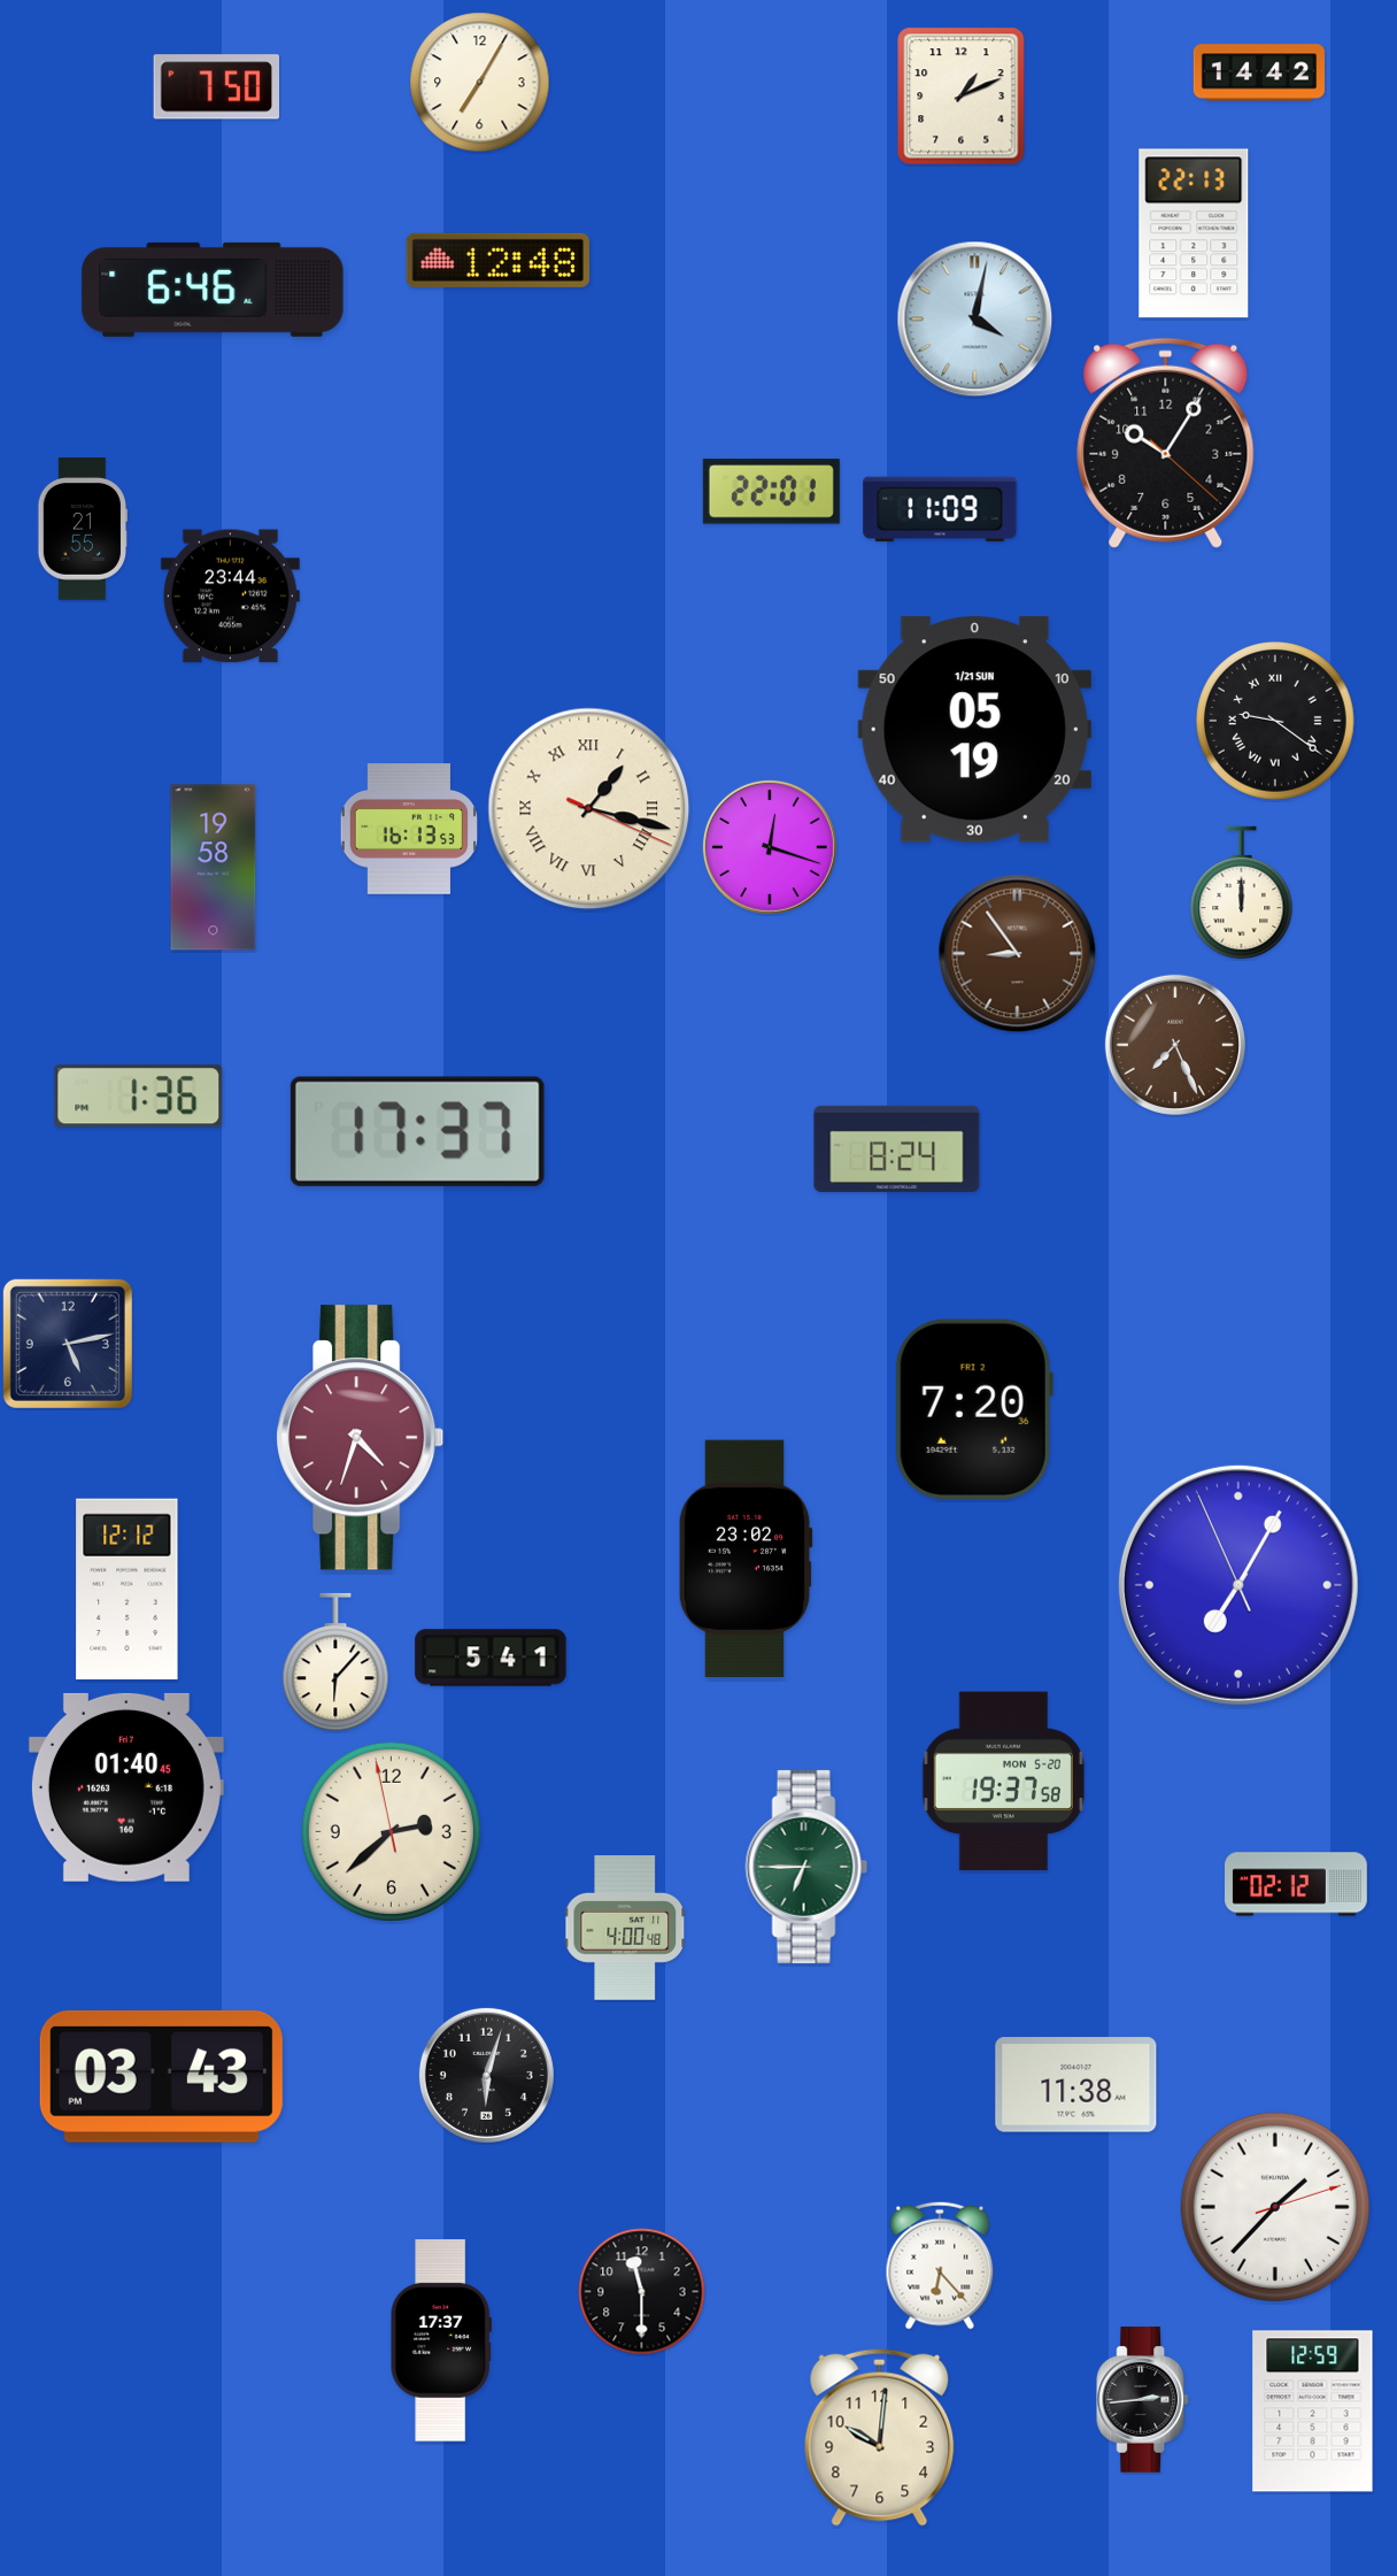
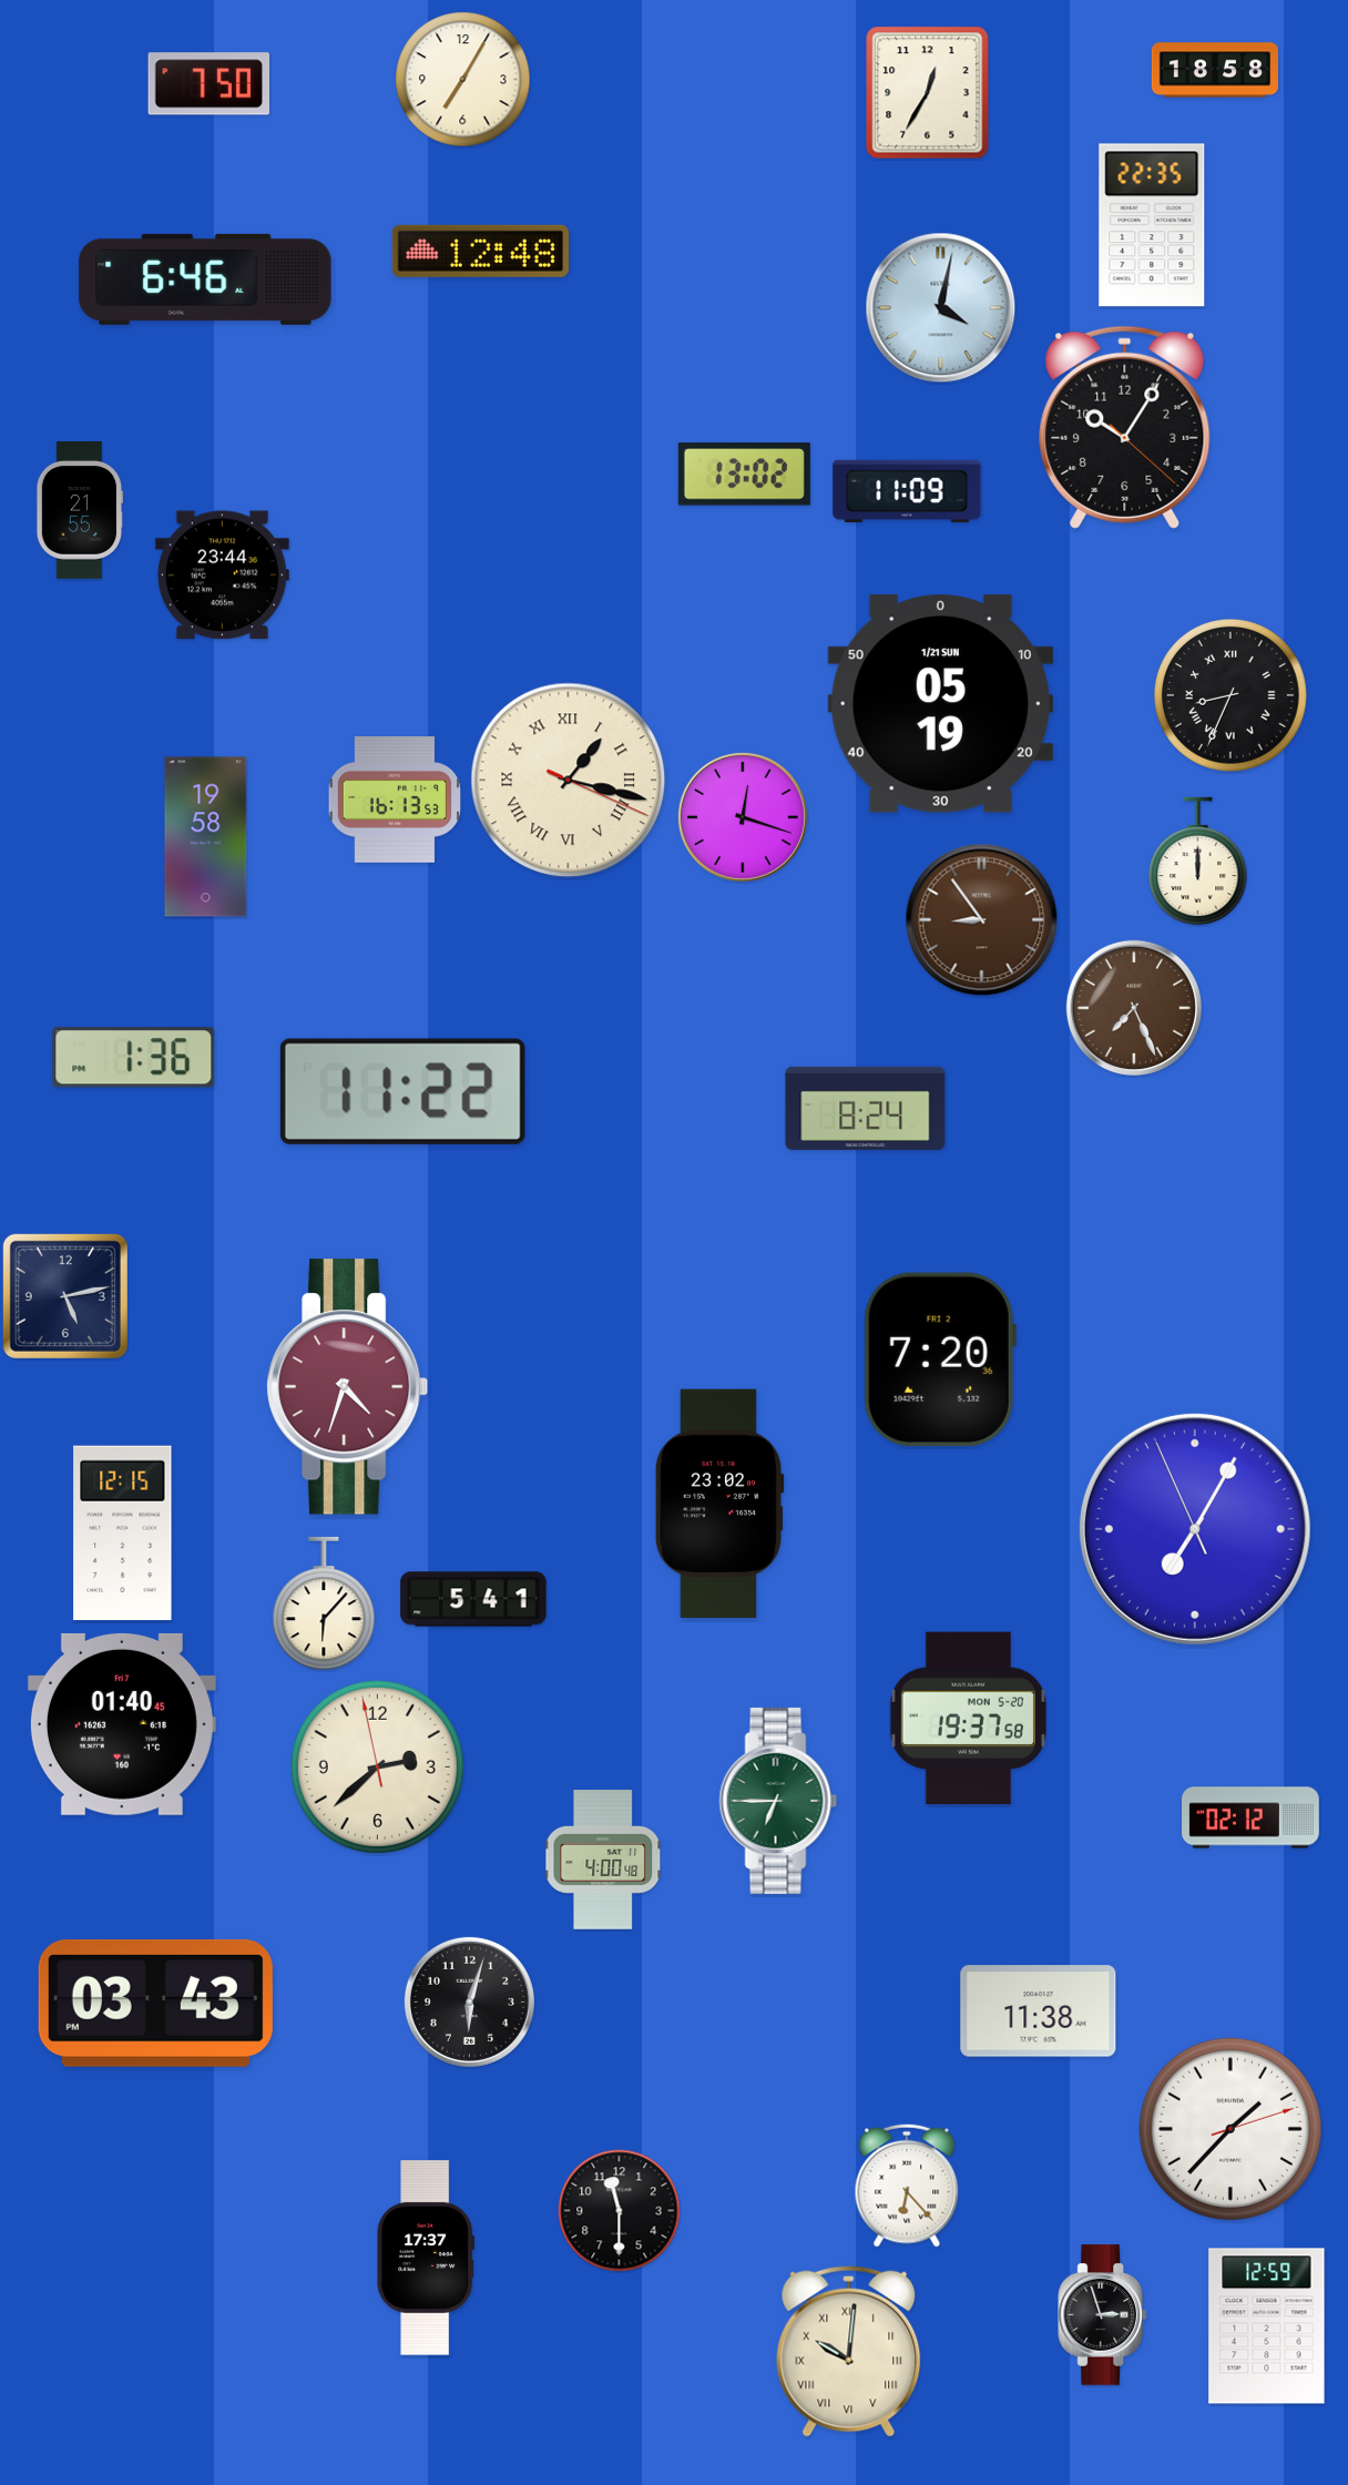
clock at (1258, 72): 14:42 -> 18:58
clock at (962, 97): 1:11 -> 12:35
clock at (1194, 233): 22:13 -> 22:35
clock at (771, 492): 22:01 -> 13:02
clock at (1275, 721): 9:21 -> 8:34
clock at (417, 1131): 17:37 -> 11:22
clock at (128, 1589): 12:12 -> 12:15
clock at (1143, 2400): 2:44 -> 2:57
clock at (880, 2437) numerals: Arabic -> Roman
